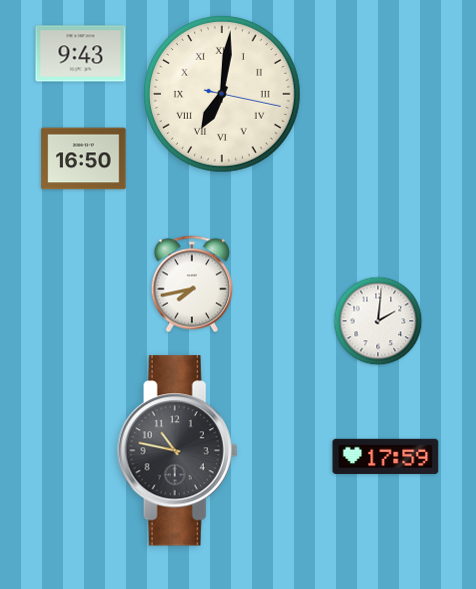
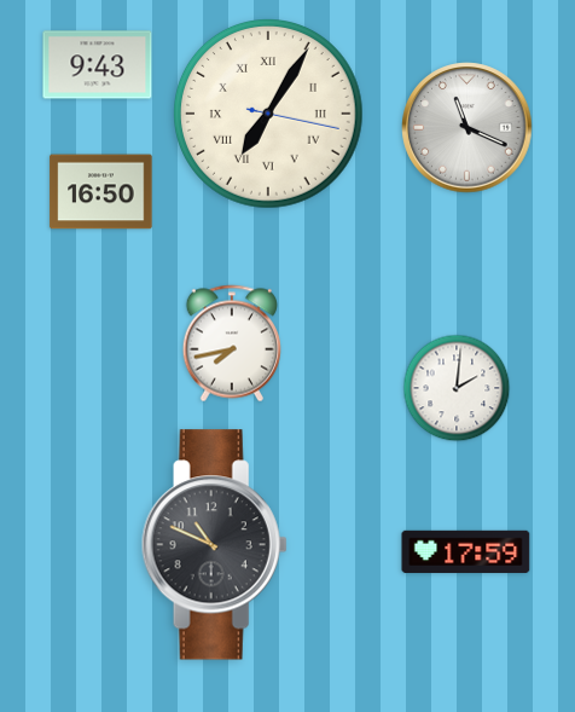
clock at (223, 95): 7:01 -> 7:05
clock at (467, 128): none -> 11:19
clock at (177, 451): 10:47 -> 10:49
